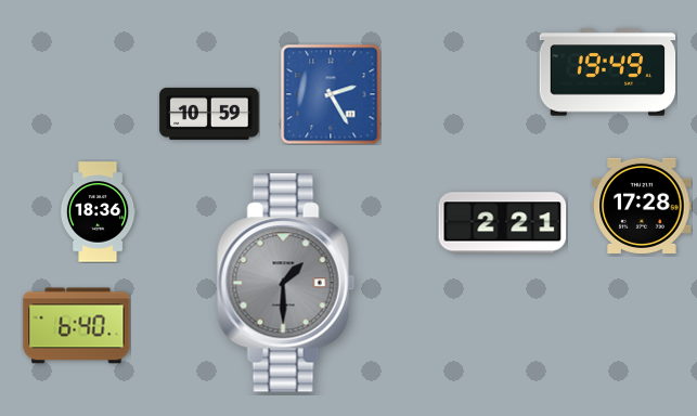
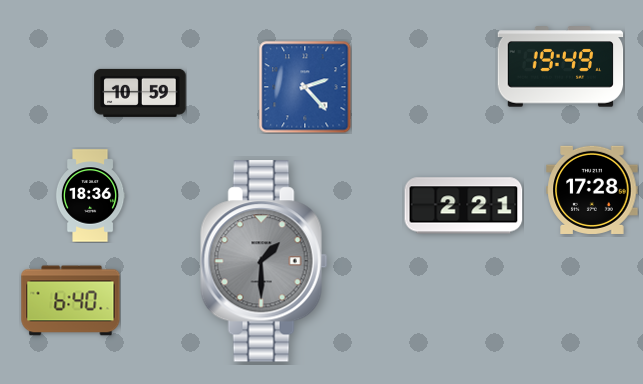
clock at (331, 94): 2:25 -> 2:23
clock at (209, 114) position: (209, 114) -> (140, 93)
